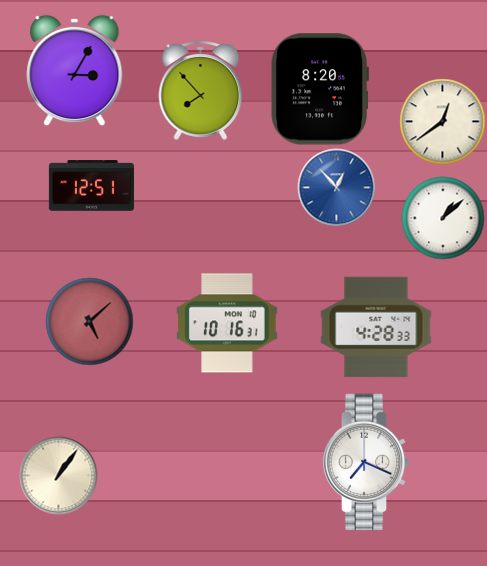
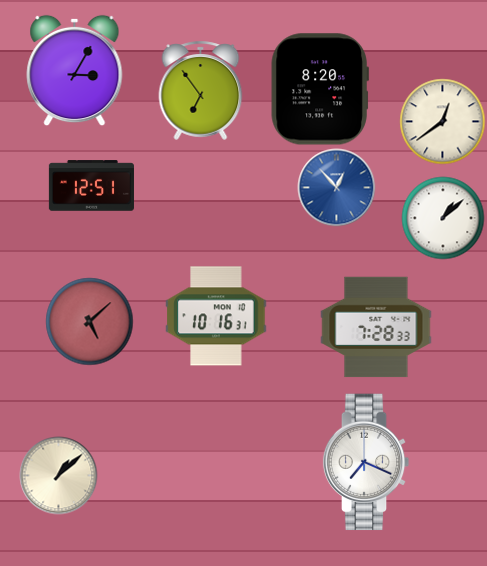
clock at (201, 90): 7:53 -> 6:54
clock at (227, 323) position: (227, 323) -> (216, 316)
clock at (376, 327): 4:28 -> 7:28
clock at (58, 475): 1:06 -> 1:08
